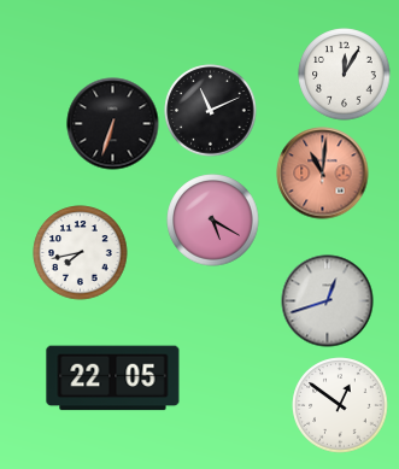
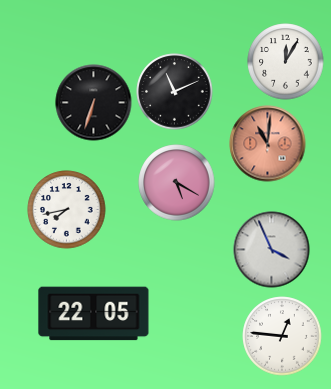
clock at (328, 301): 12:42 -> 3:56
clock at (340, 405): 12:51 -> 12:46
